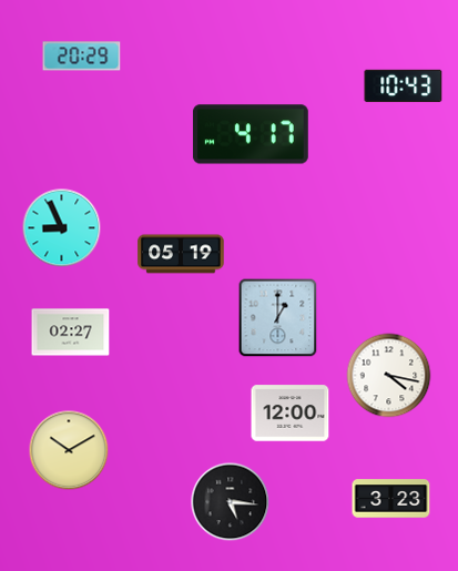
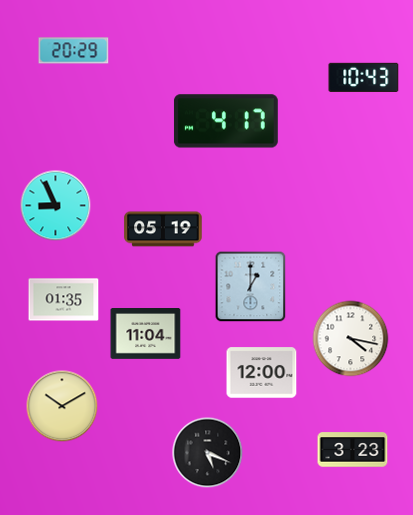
clock at (71, 333): 02:27 -> 01:35
clock at (146, 334): none -> 11:04
clock at (231, 502): 5:16 -> 5:19
